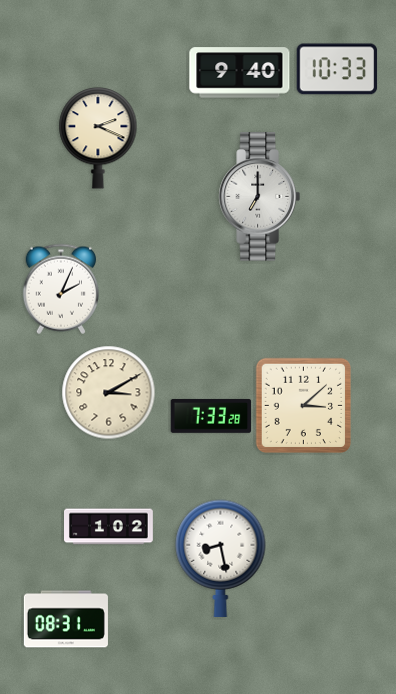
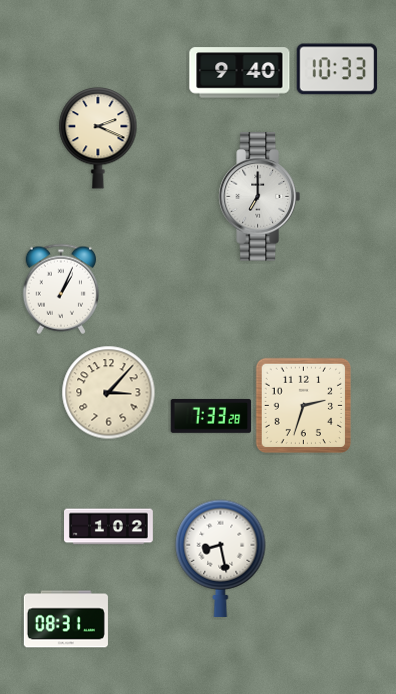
clock at (60, 289): 2:04 -> 1:04
clock at (109, 393): 3:10 -> 3:07
clock at (303, 405): 3:08 -> 2:33
